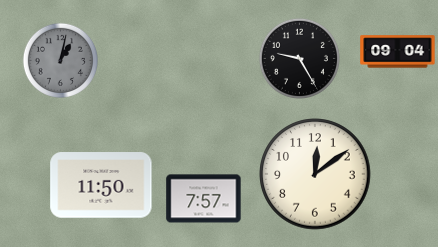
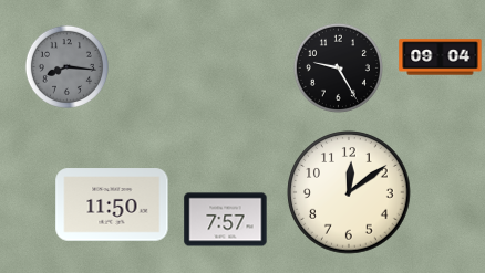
clock at (299, 58) position: (299, 58) -> (338, 67)
clock at (60, 60): 1:02 -> 8:16
